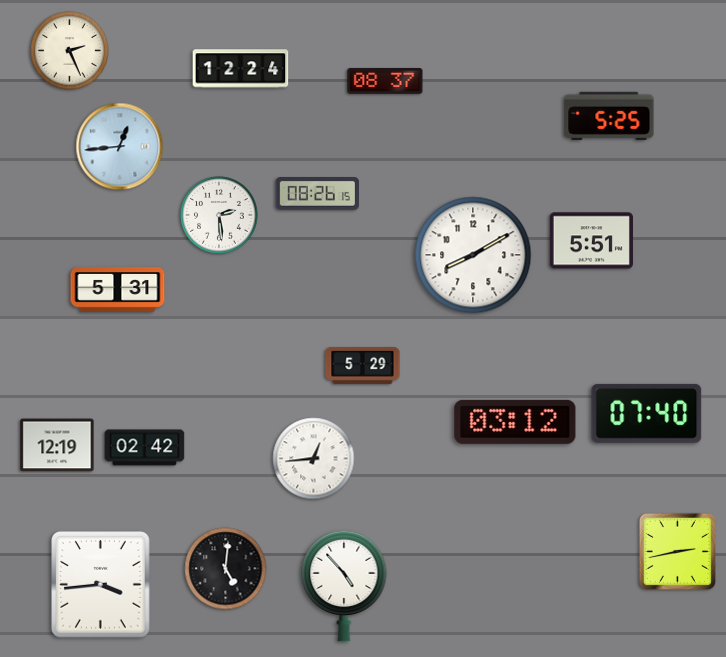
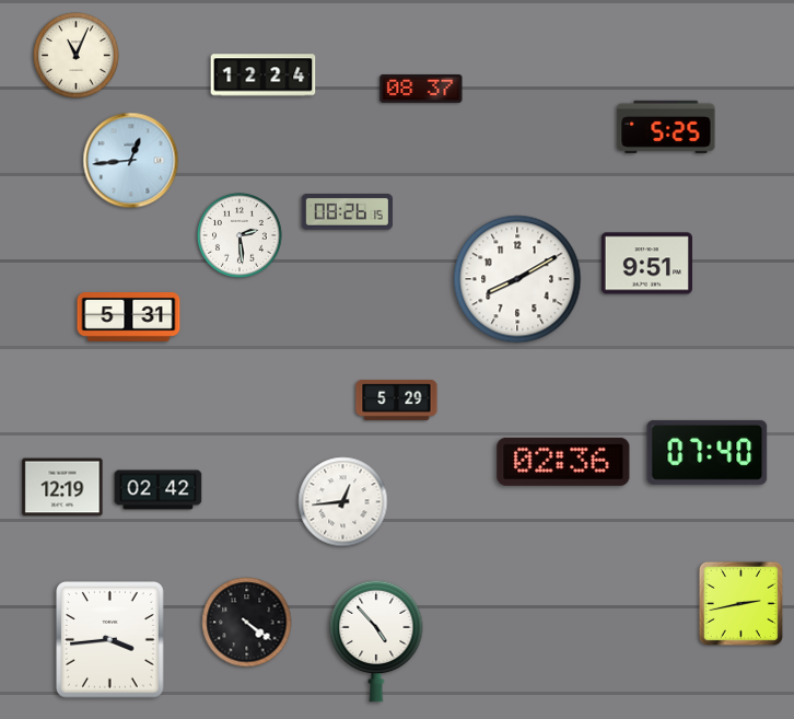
clock at (70, 51): 2:26 -> 11:04
clock at (591, 241): 5:51 -> 9:51
clock at (515, 422): 03:12 -> 02:36
clock at (226, 569): 5:01 -> 4:21
